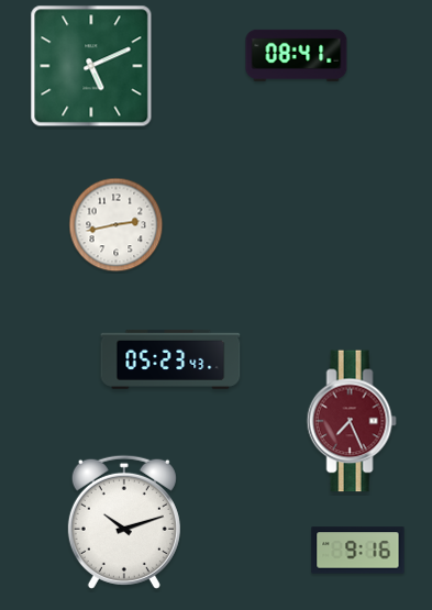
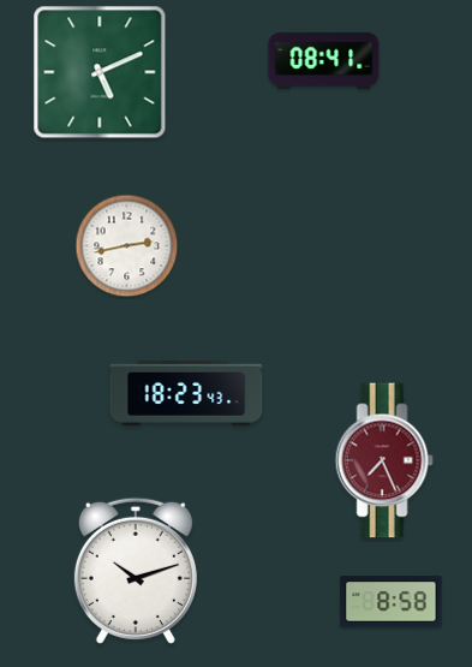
clock at (170, 359): 05:23 -> 18:23
clock at (358, 551): 9:16 -> 8:58
